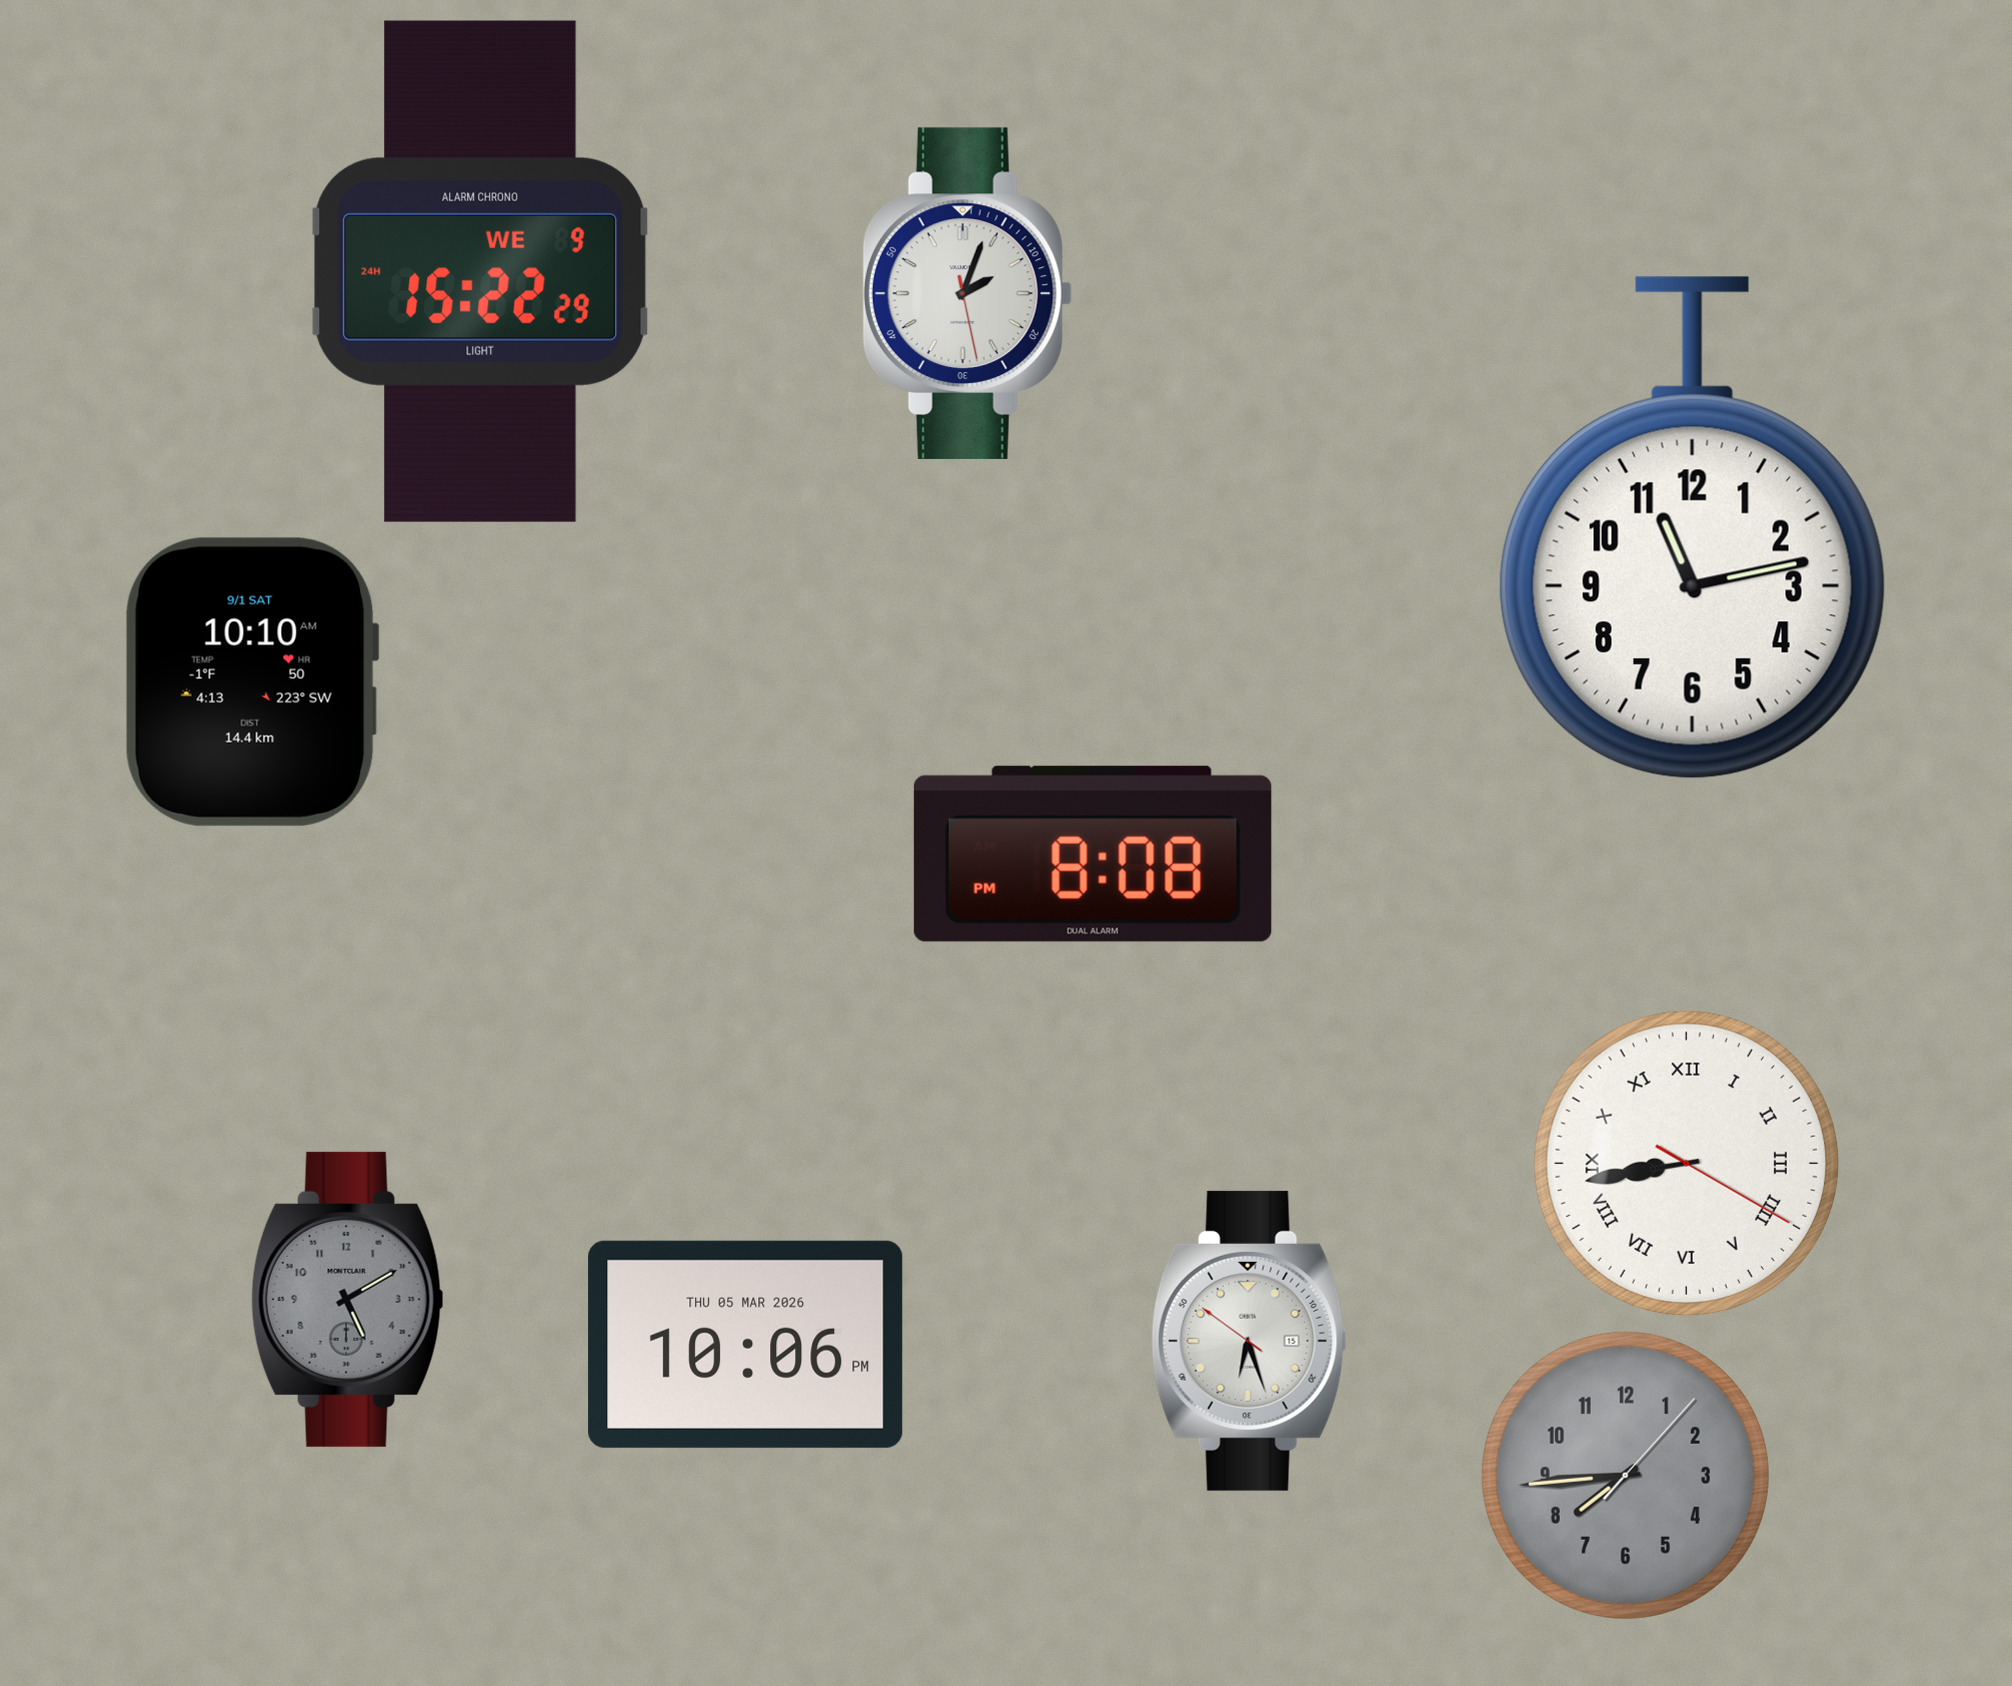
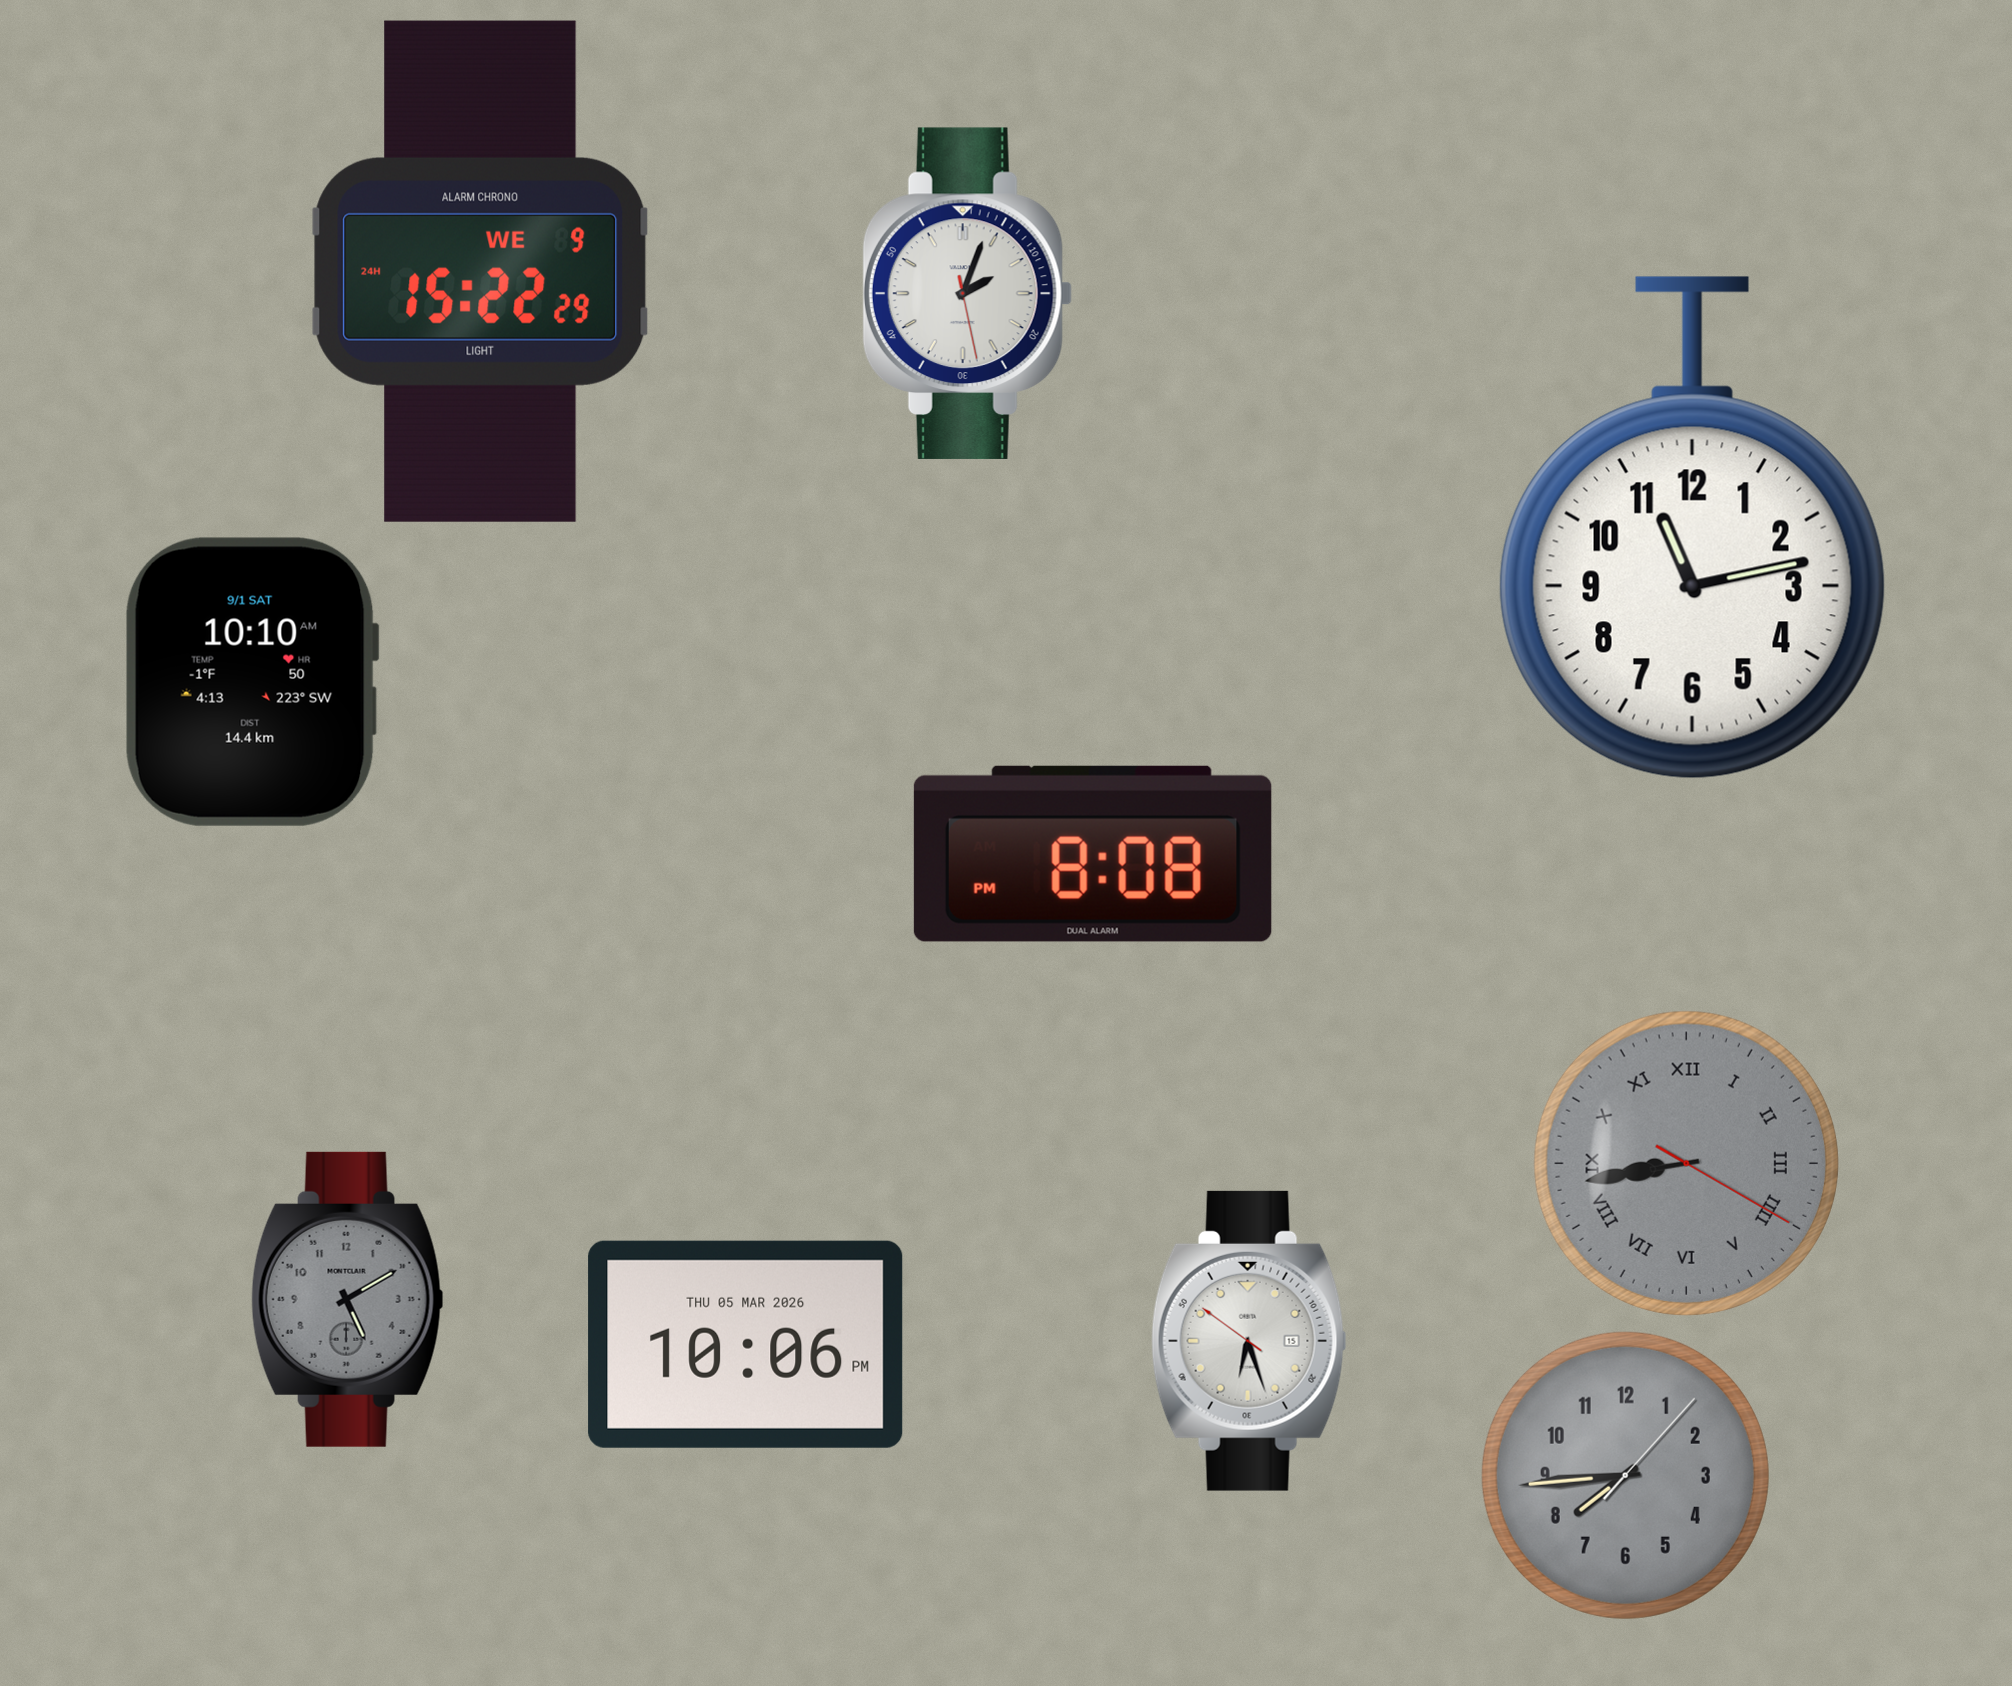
clock at (1686, 1163) dial: white -> grey
